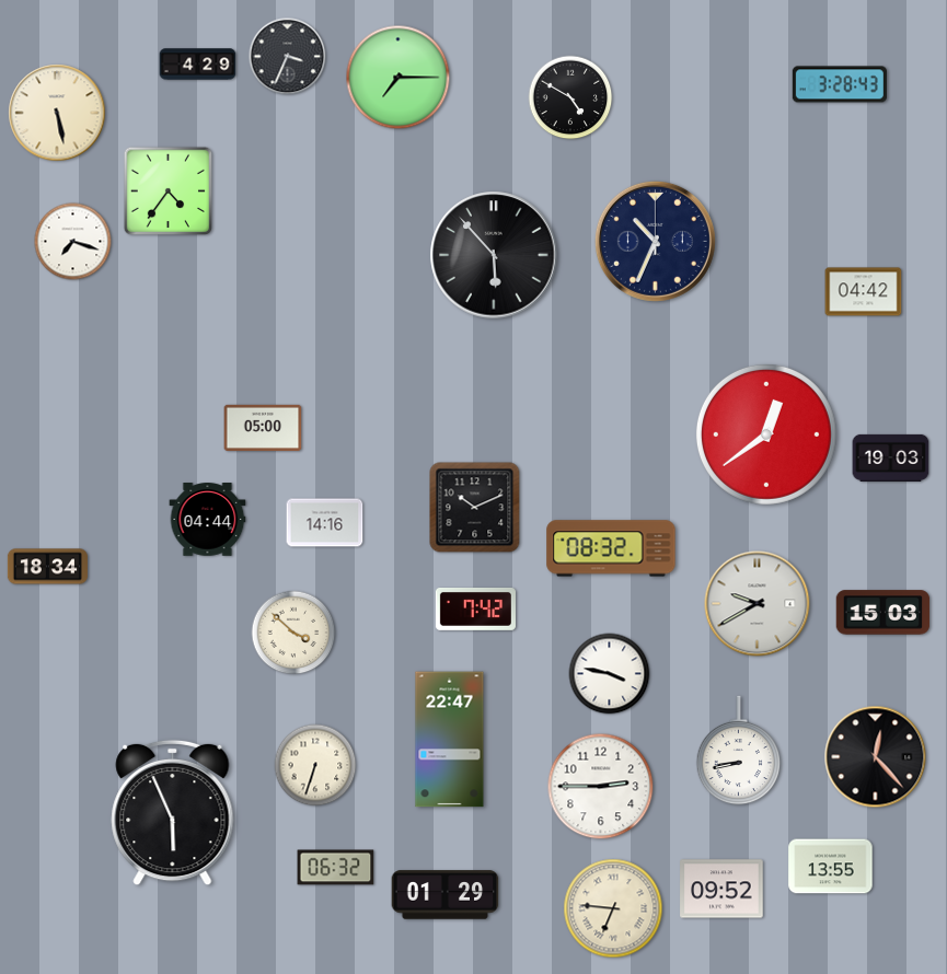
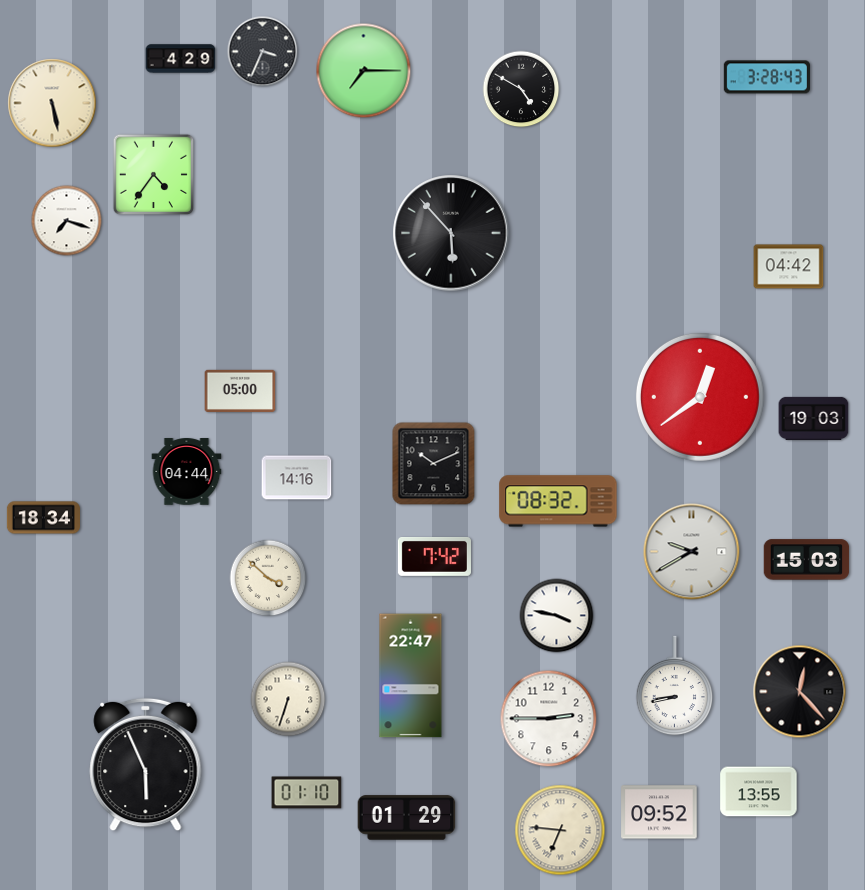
clock at (655, 241): 10:34 -> none
clock at (208, 520) position: (208, 520) -> (187, 472)
clock at (173, 813) position: (173, 813) -> (146, 765)
clock at (336, 868): 06:32 -> 01:10
